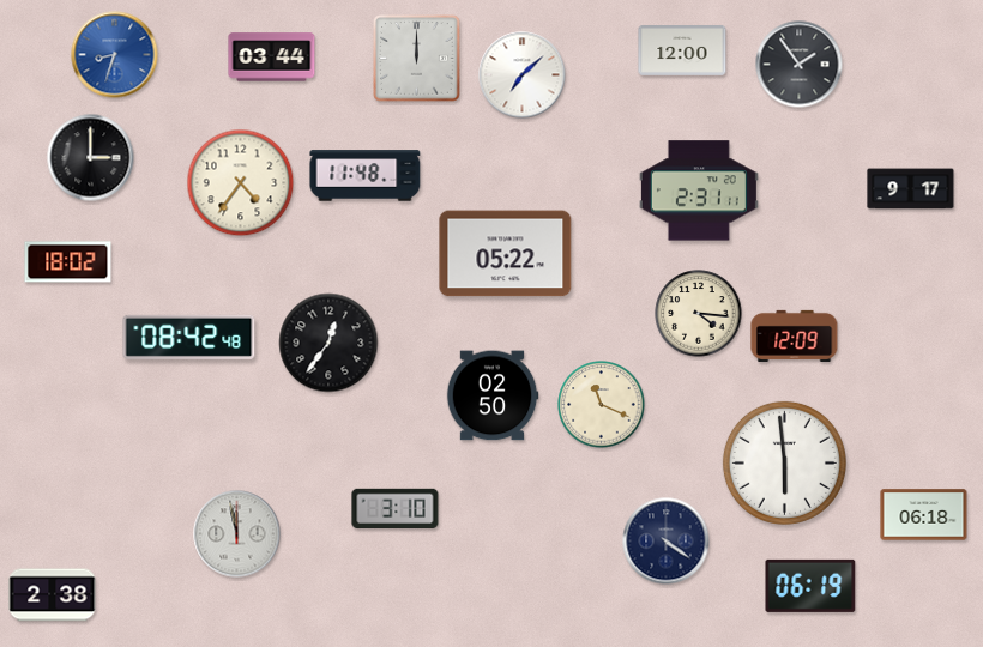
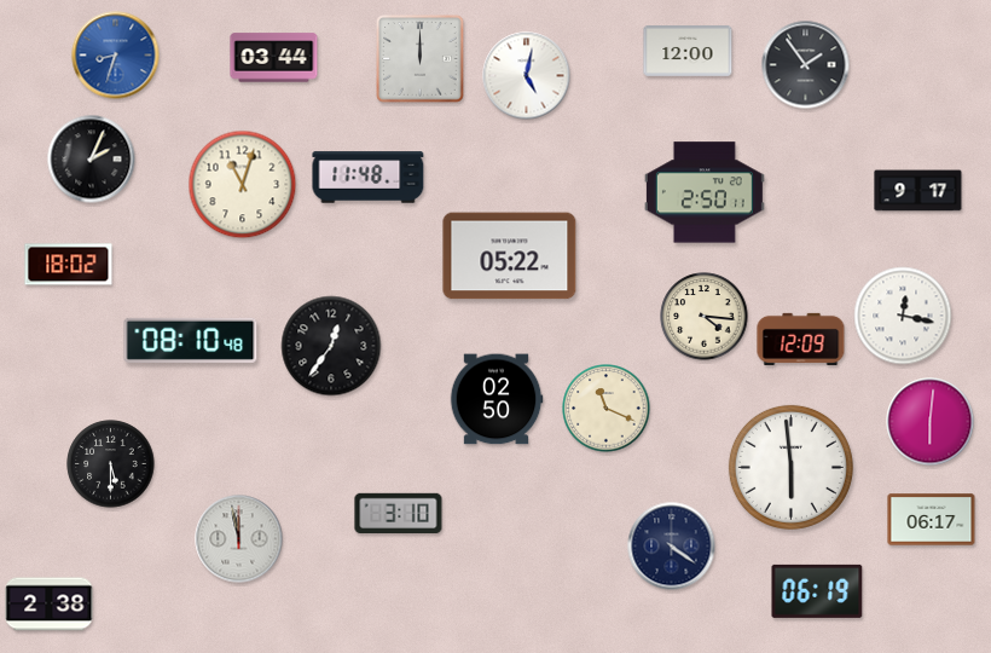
clock at (523, 75): 7:08 -> 5:02
clock at (91, 158): 3:00 -> 2:04
clock at (241, 183): 4:36 -> 11:03
clock at (699, 191): 2:31 -> 2:50
clock at (903, 316): none -> 12:17
clock at (189, 337): 08:42 -> 08:10
clock at (931, 422): none -> 6:01
clock at (111, 464): none -> 5:30
clock at (924, 515): 06:18 -> 06:17
clock at (53, 595) position: (53, 595) -> (50, 605)
